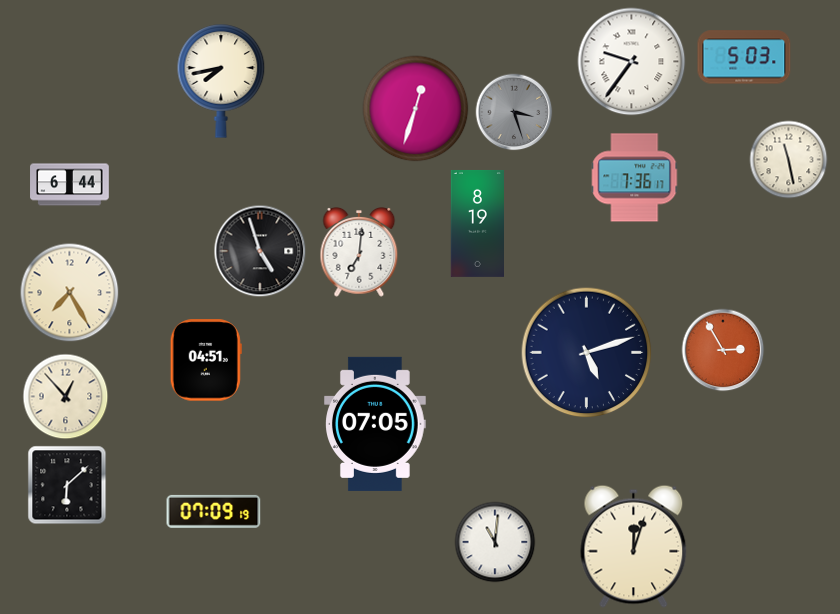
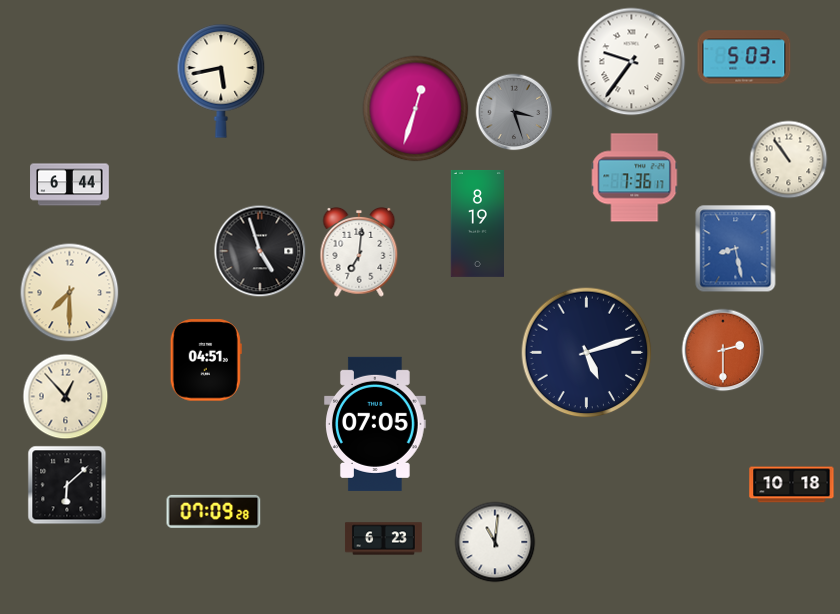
clock at (221, 81): 7:43 -> 5:43
clock at (789, 160): 11:28 -> 10:54
clock at (736, 249): none -> 8:28
clock at (70, 293): 7:25 -> 7:30
clock at (723, 350): 2:55 -> 2:30
clock at (792, 485): none -> 10:18
clock at (214, 511): 07:09:19 -> 07:09:28
clock at (383, 539): none -> 6:23
clock at (634, 546): 12:03 -> none
